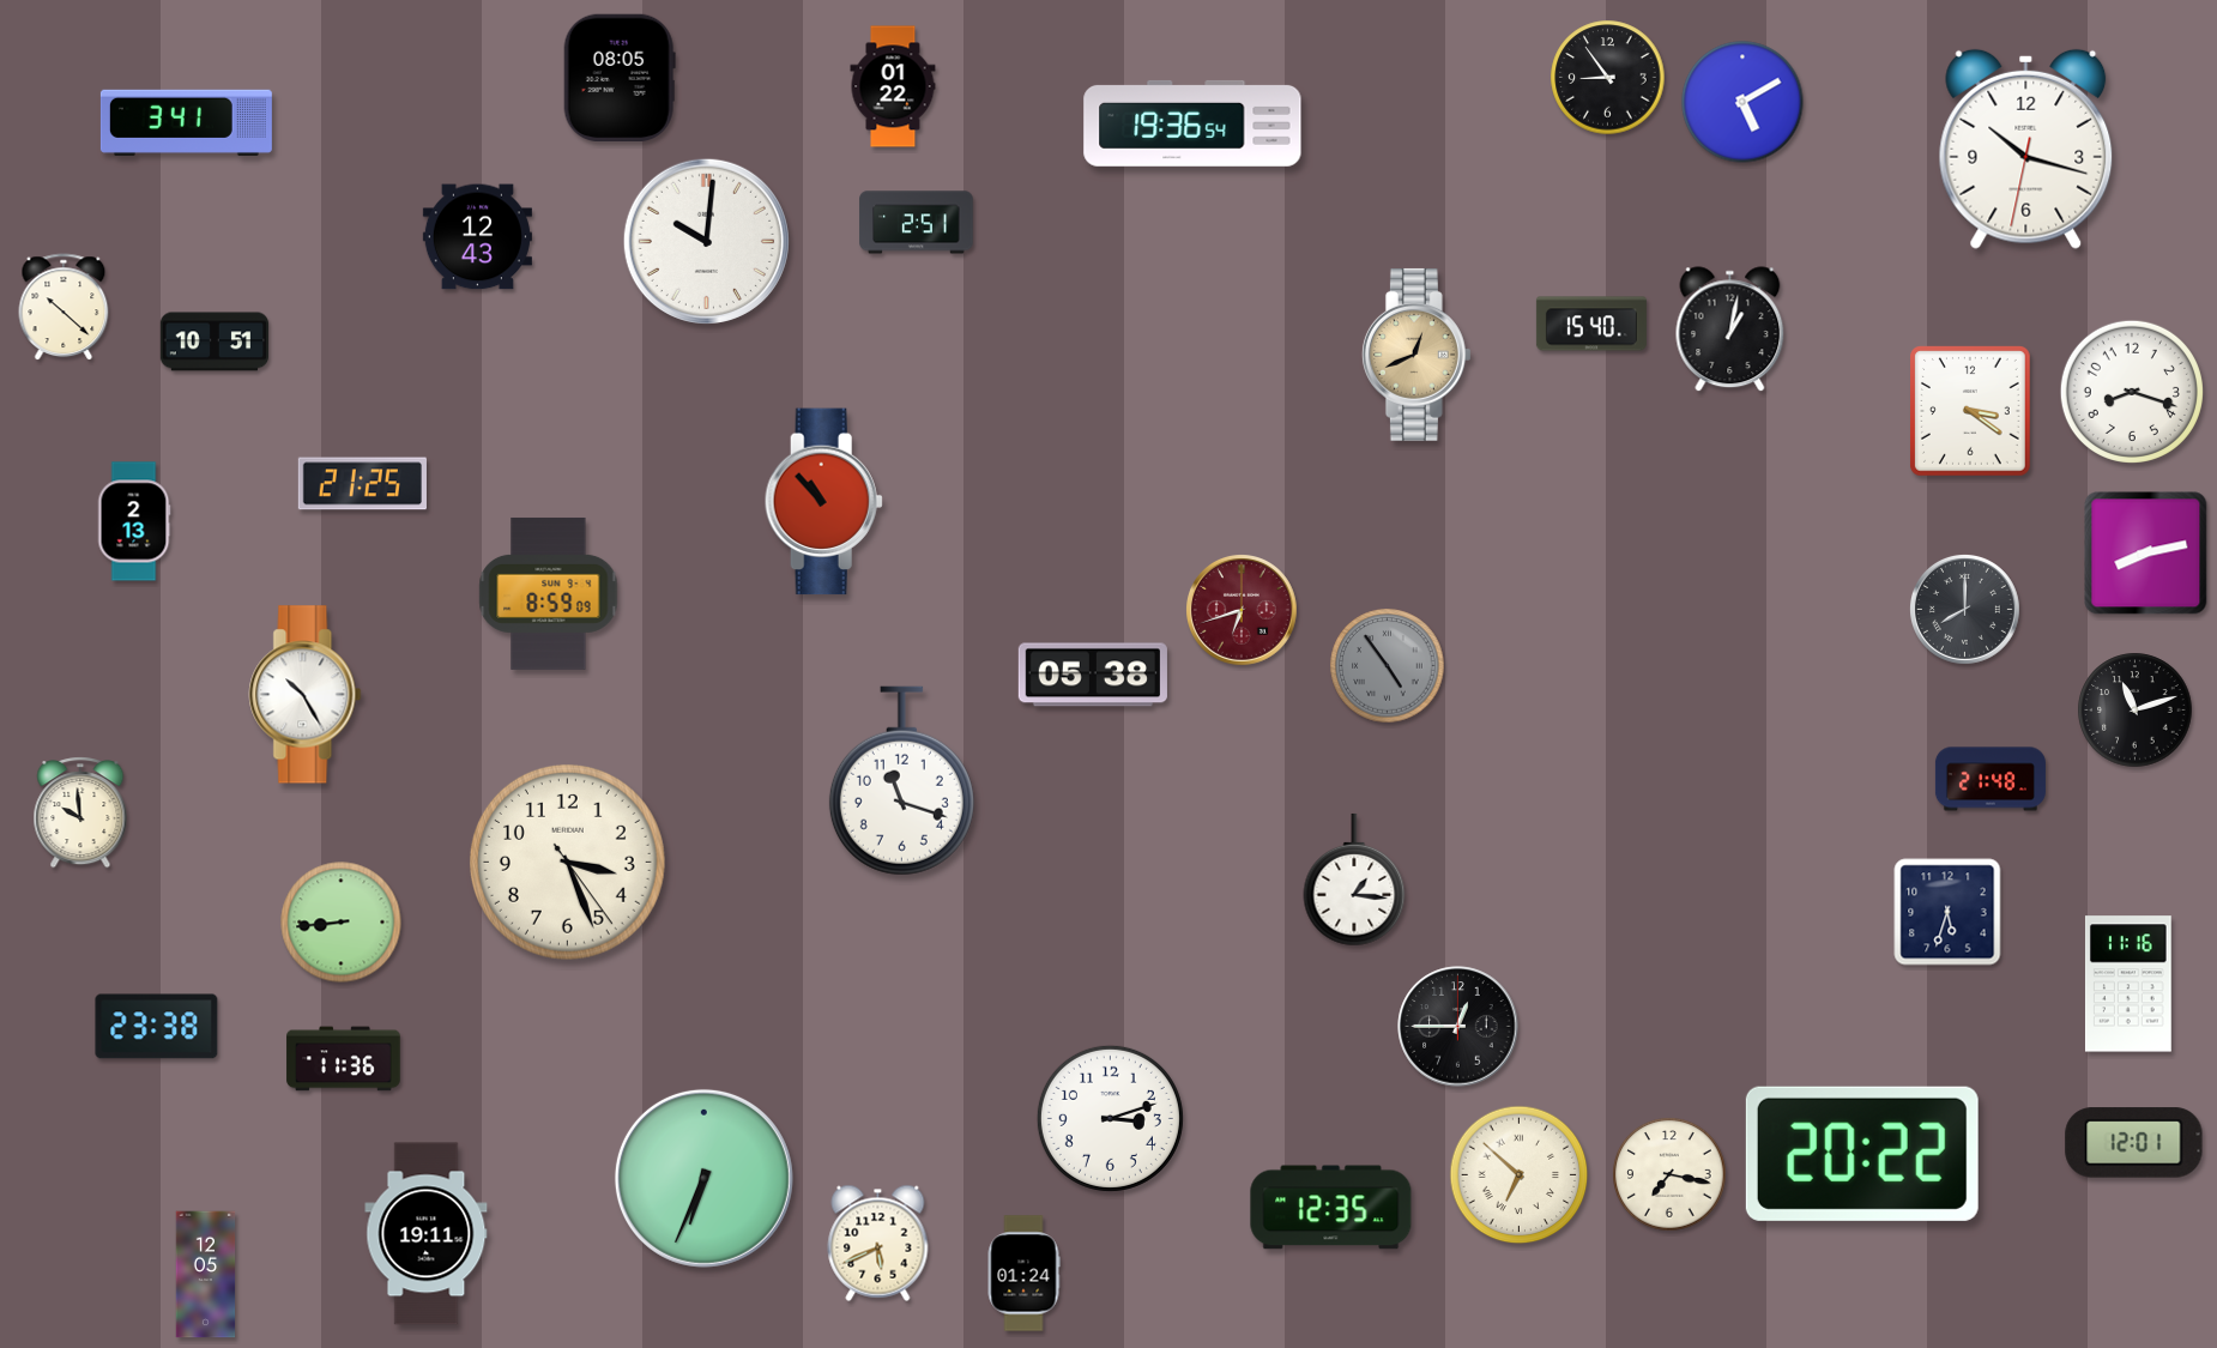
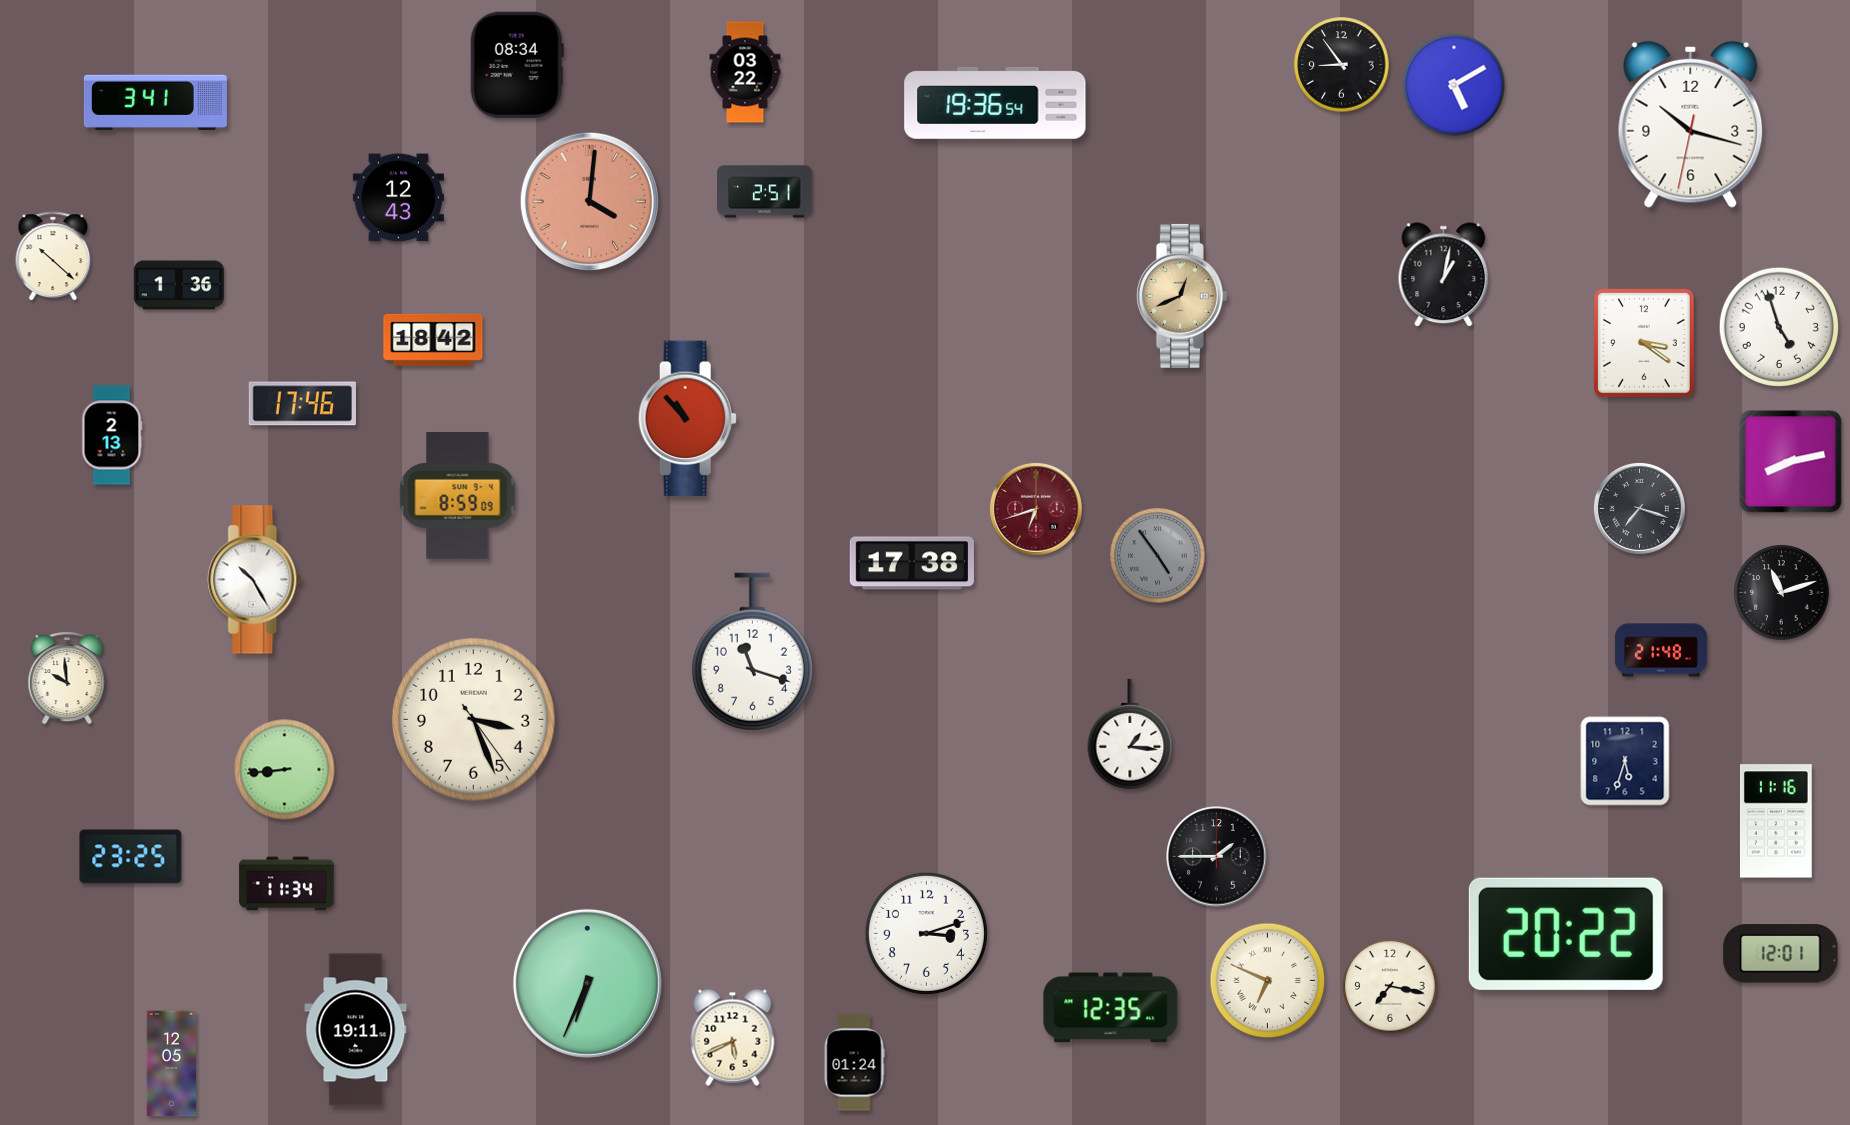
clock at (620, 77): 08:05 -> 08:34
clock at (893, 86): 01:22 -> 03:22
clock at (917, 223) position: (917, 223) -> (765, 192)
clock at (706, 241): 10:01 -> 4:01
clock at (706, 241) dial: white -> salmon
clock at (1591, 324): 15:40 -> none
clock at (215, 341): 10:51 -> 1:36
clock at (2132, 392): 8:18 -> 4:57
clock at (433, 340): none -> 18:42
clock at (362, 484): 21:25 -> 17:46
clock at (1964, 609): 8:00 -> 7:18
clock at (1093, 675): 05:38 -> 17:38
clock at (157, 1027): 23:38 -> 23:25
clock at (1458, 1027): 12:45 -> 1:45
clock at (344, 1059): 11:36 -> 11:34
clock at (1862, 1154) position: (1862, 1154) -> (1566, 934)
clock at (1669, 1174) position: (1669, 1174) -> (1390, 986)
clock at (1520, 1175): 6:52 -> 6:49
